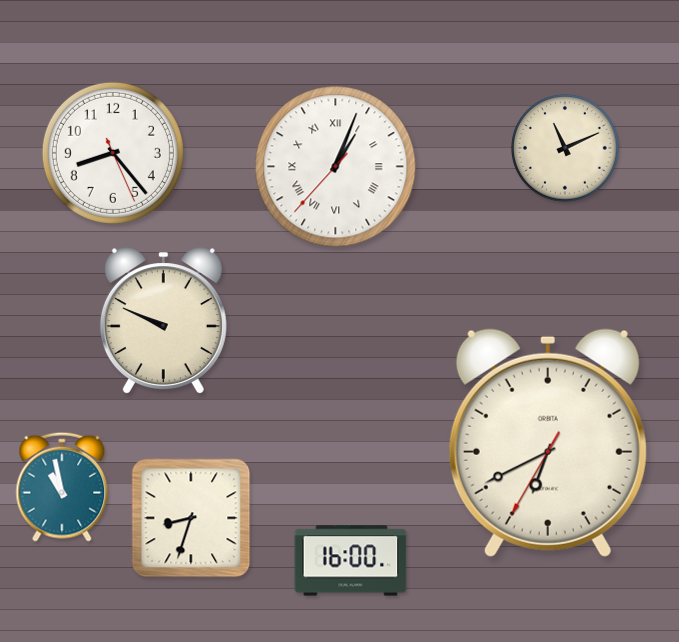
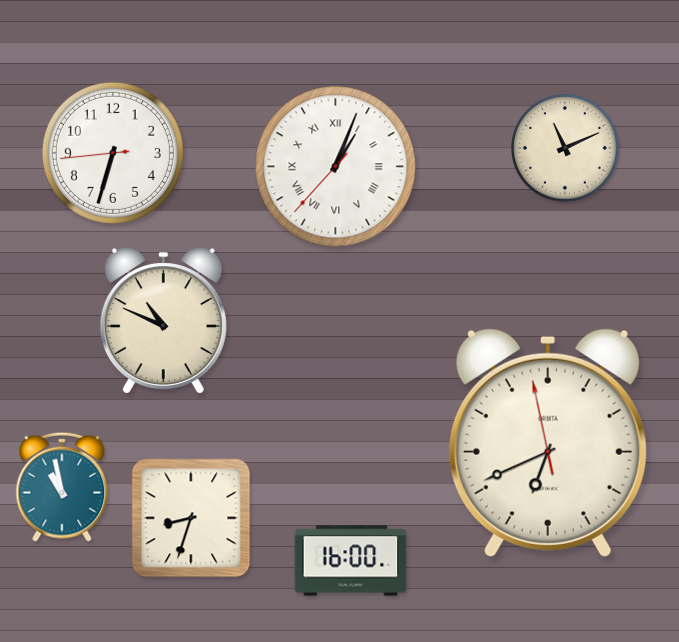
clock at (113, 153): 8:23 -> 6:32
clock at (163, 321): 9:49 -> 10:49
clock at (548, 443): 6:40:35 -> 6:40:58
